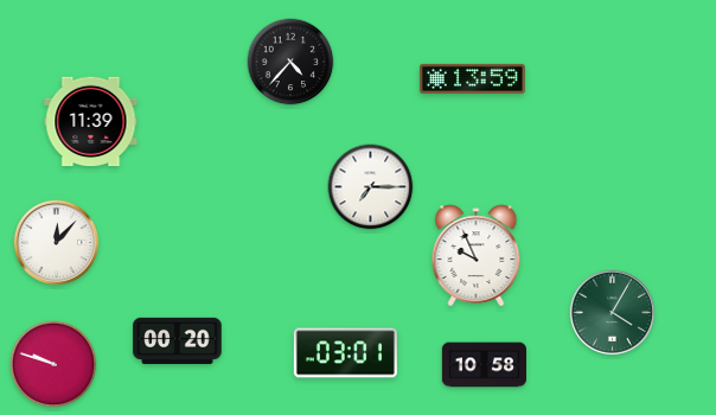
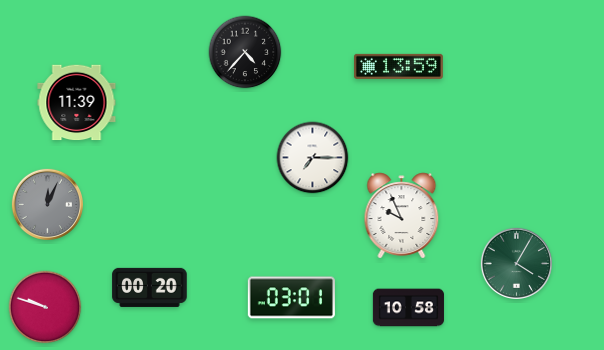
clock at (56, 242): 12:07 -> 12:04
clock at (56, 242) dial: white -> grey
